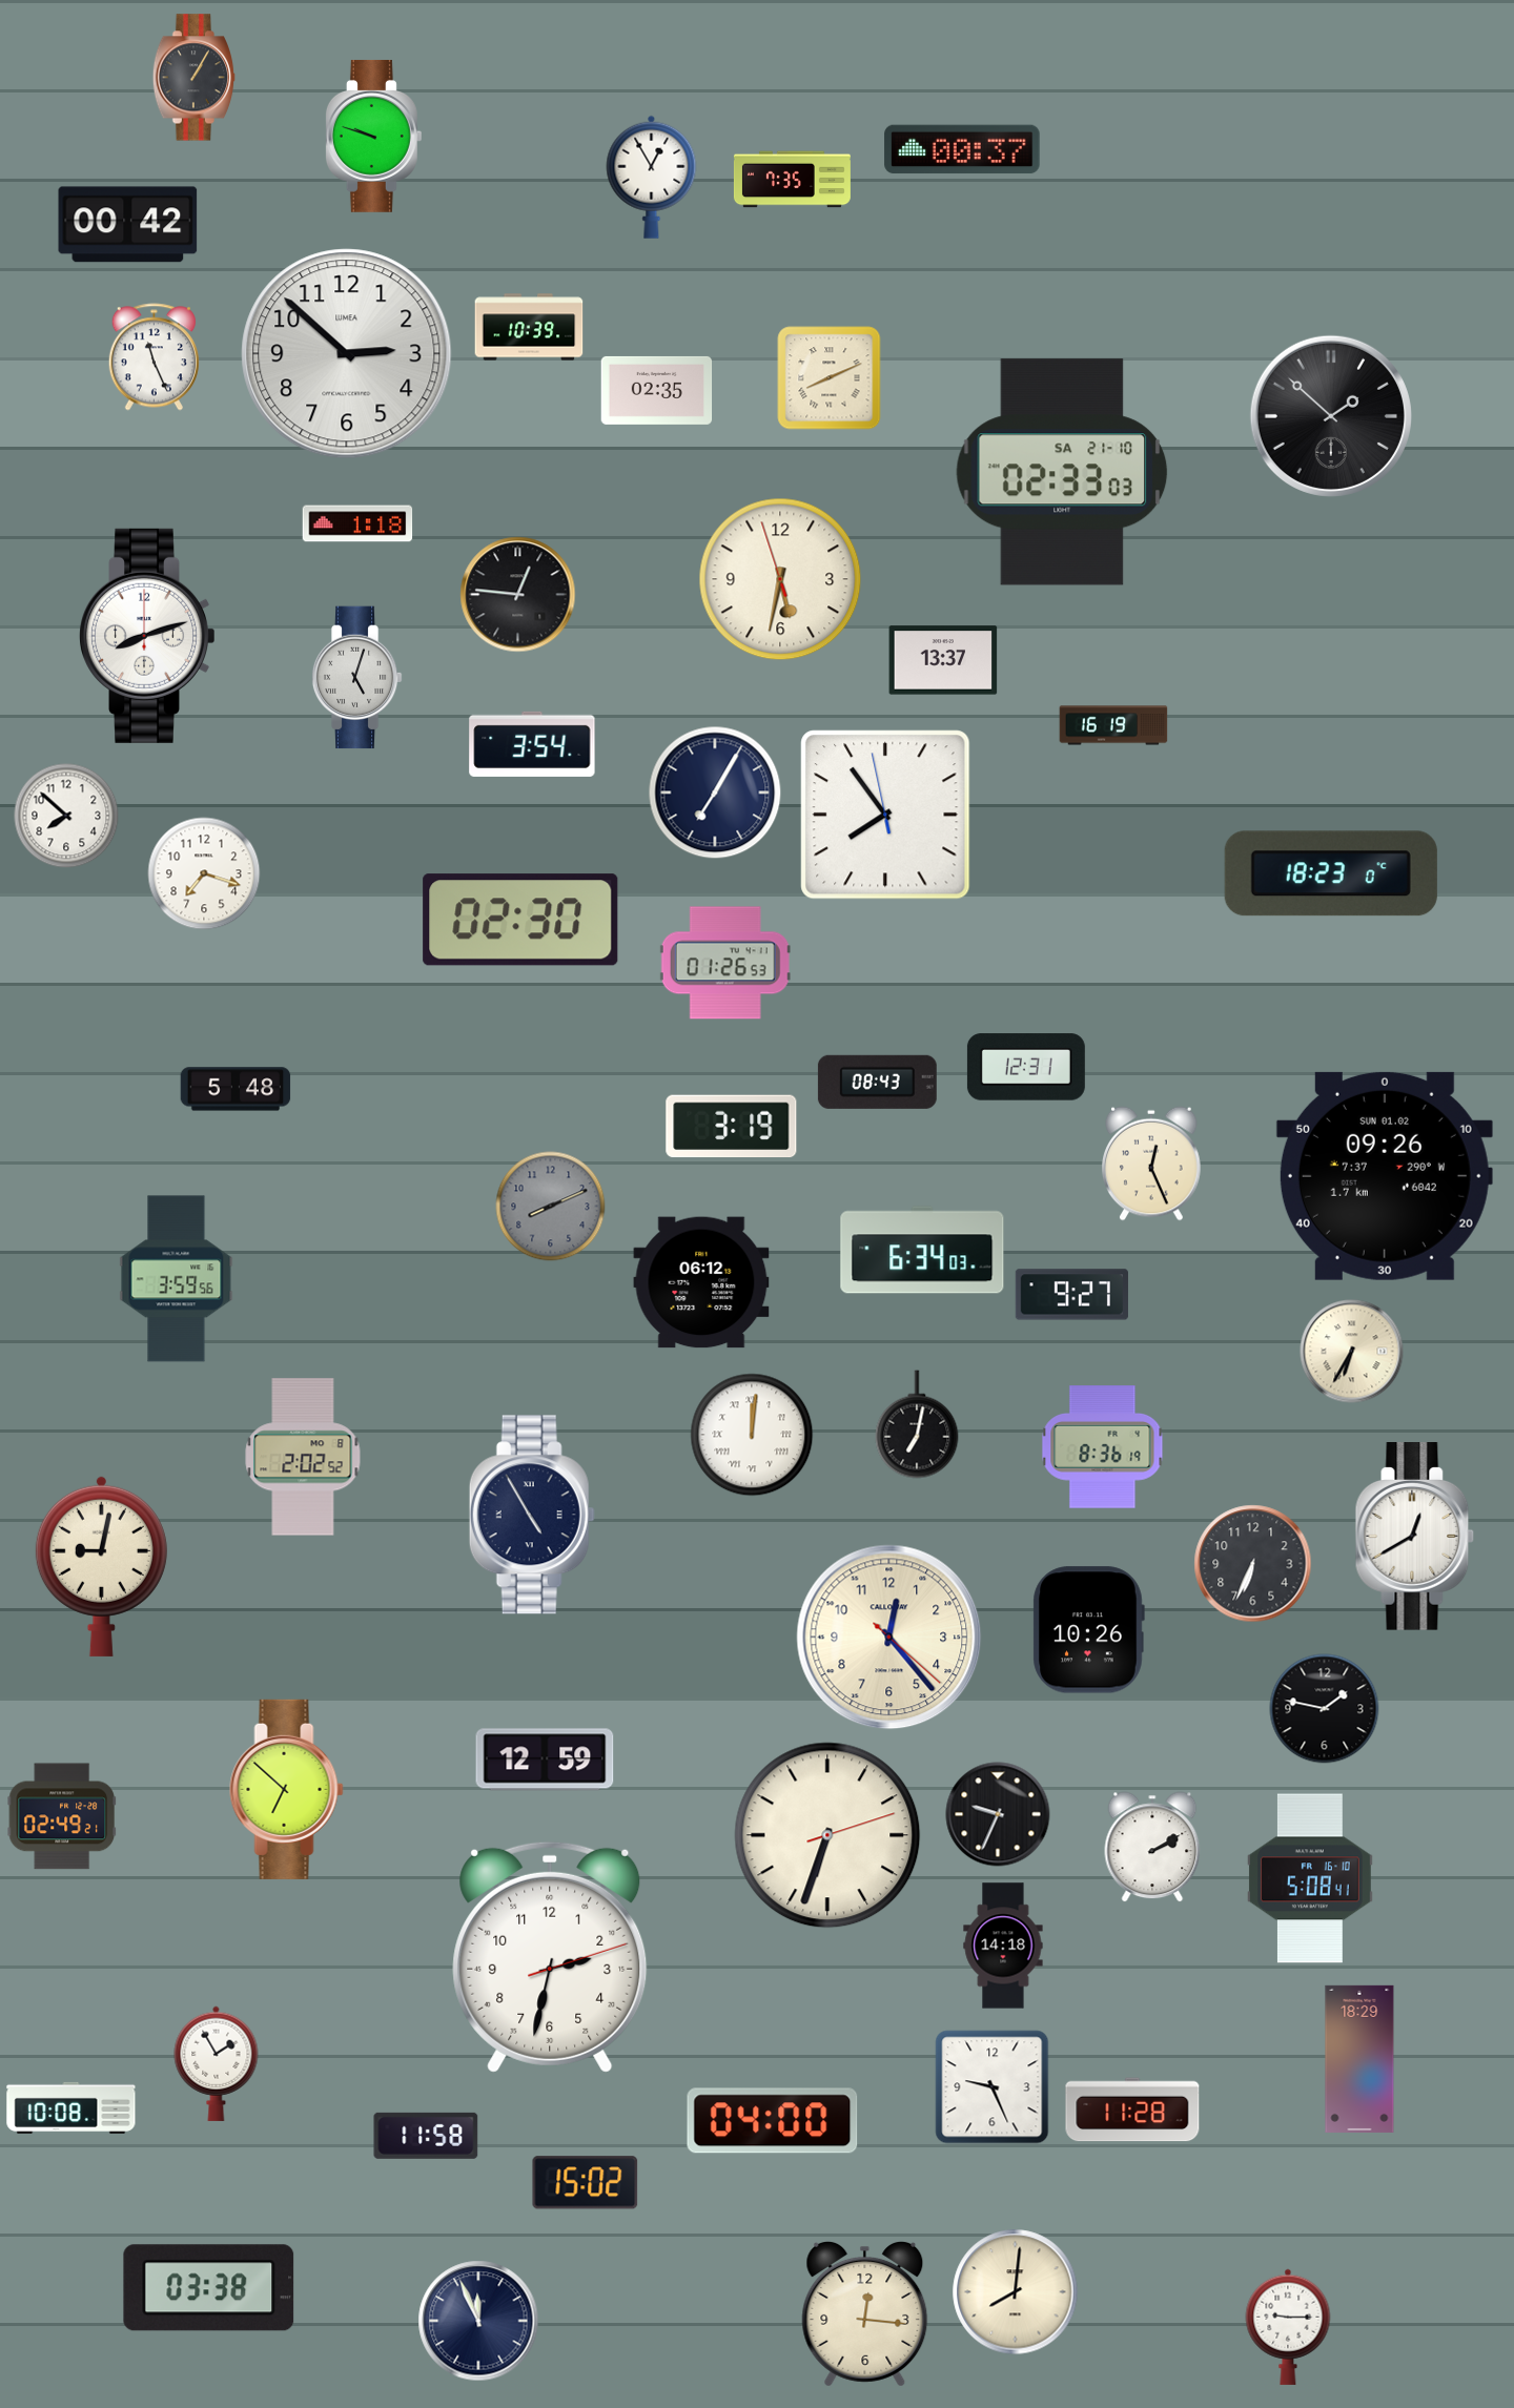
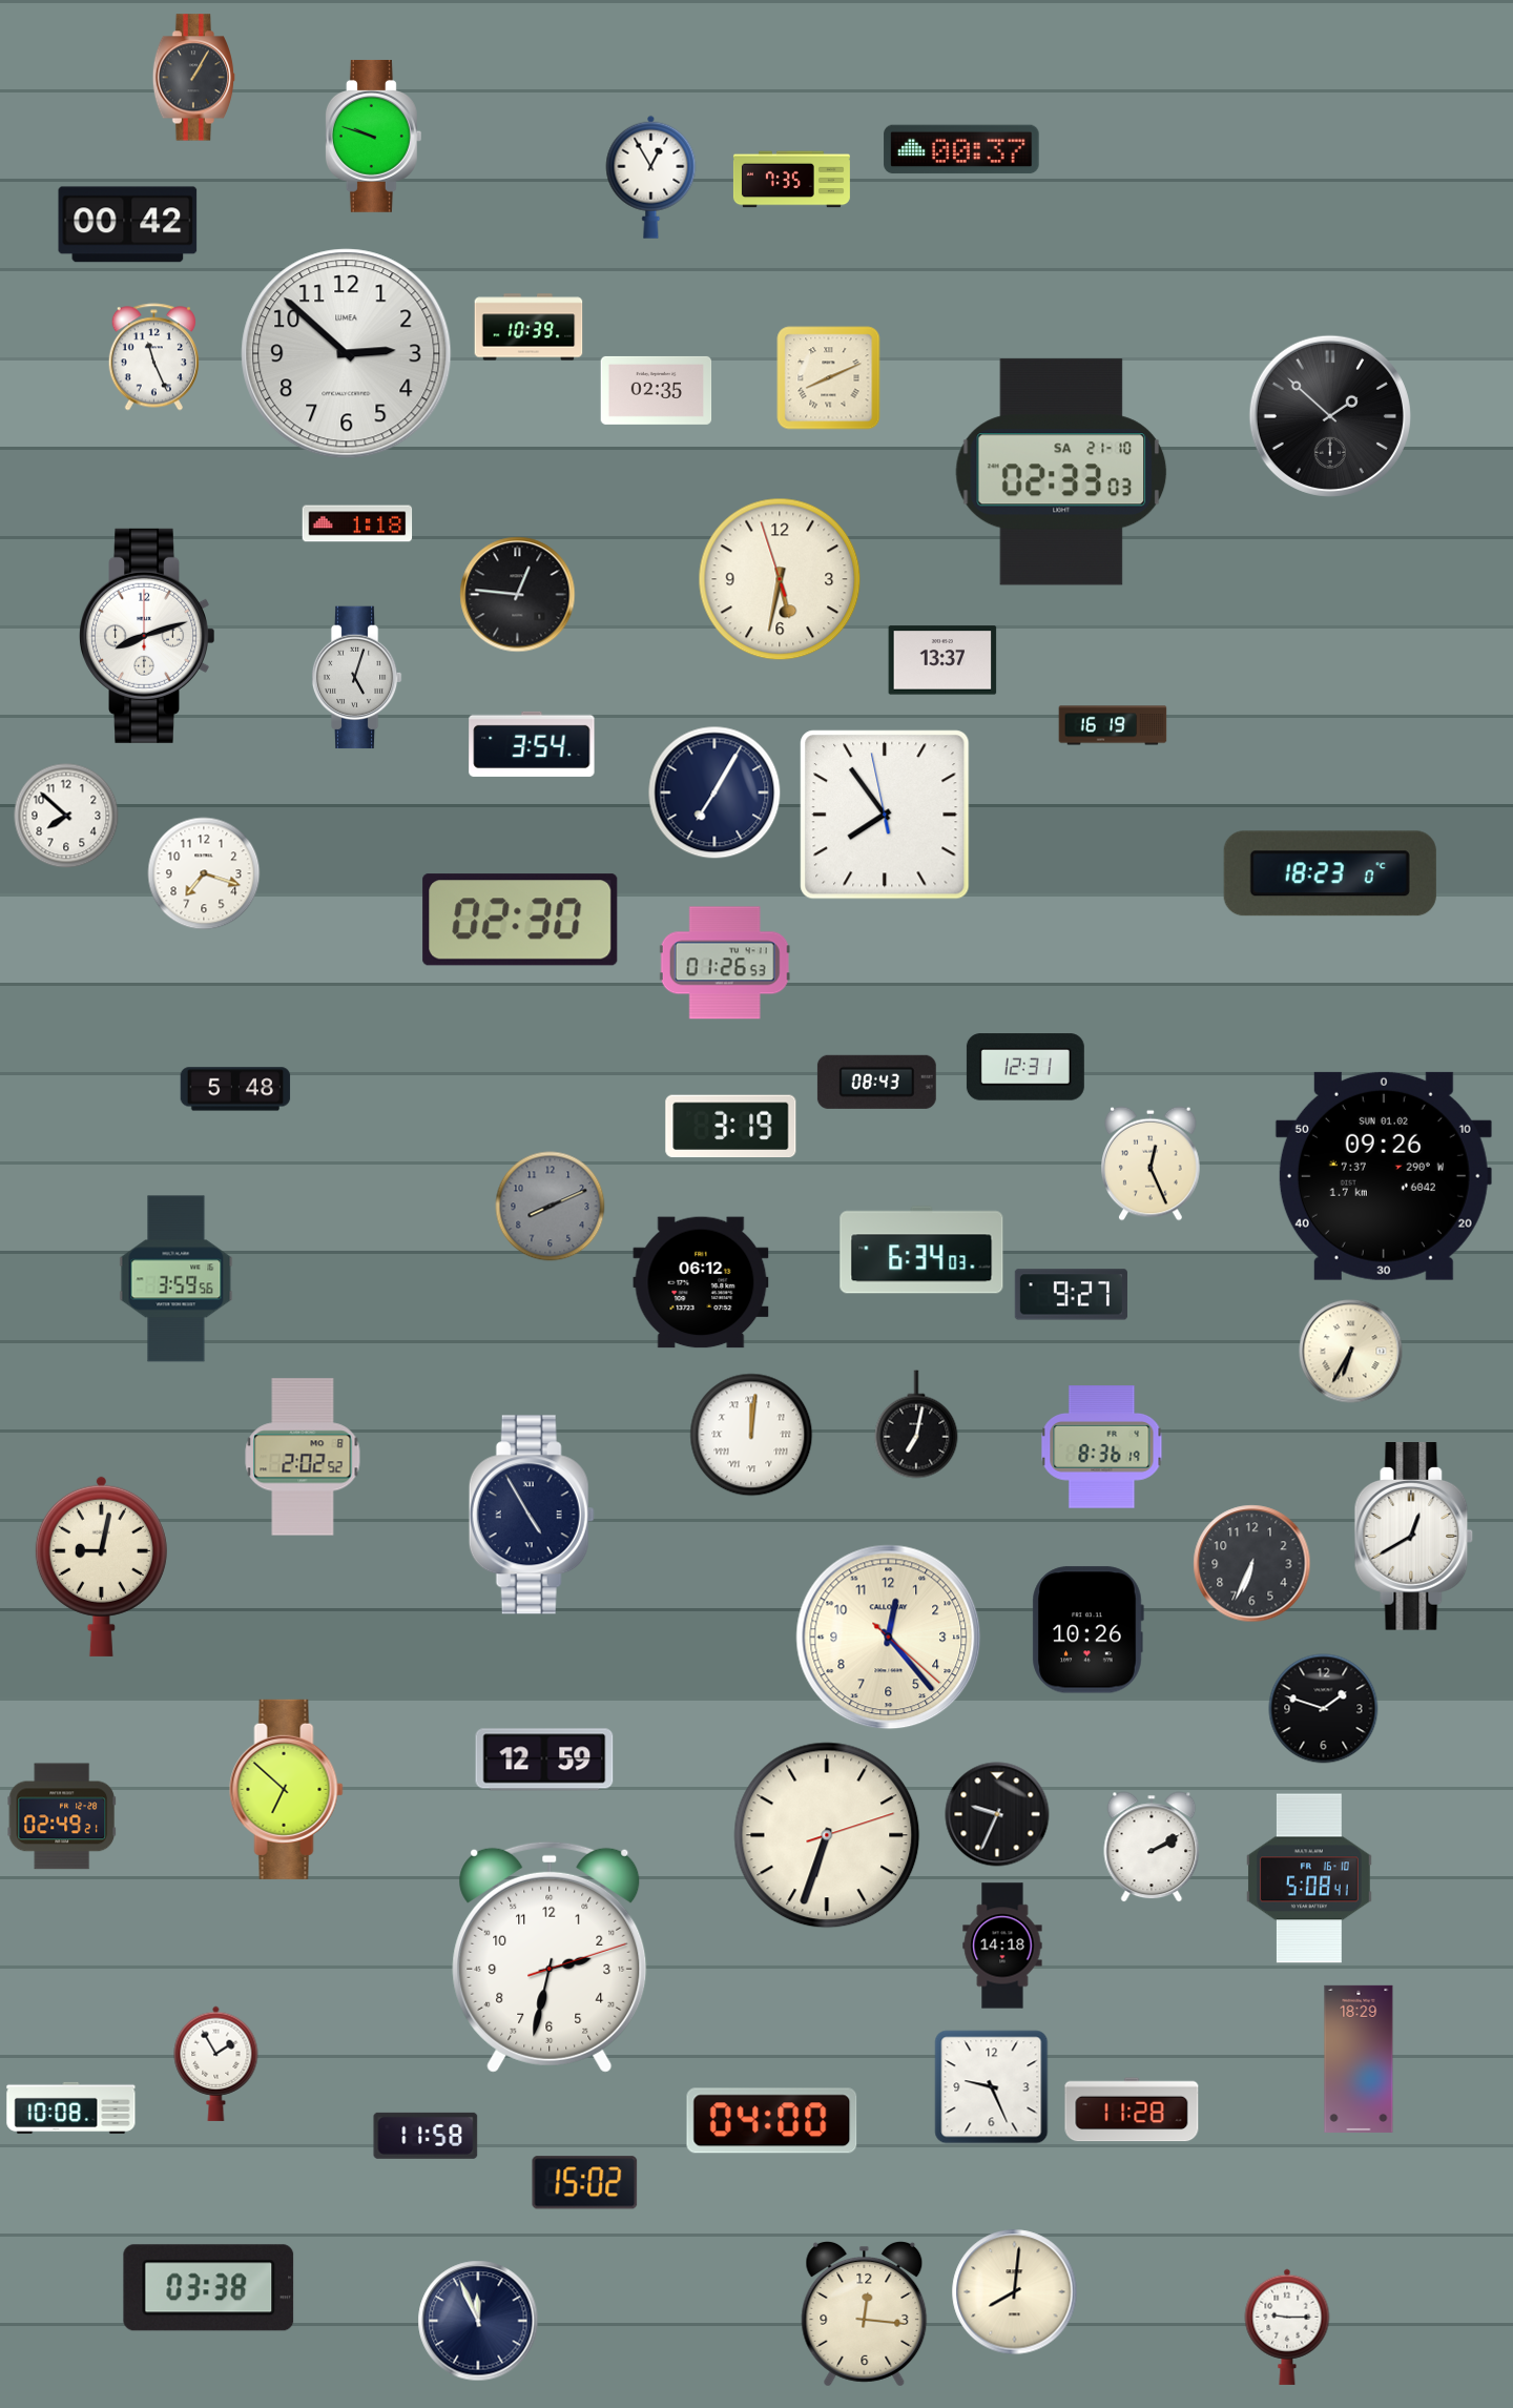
clock at (1325, 1709): 1:47 -> 1:48
